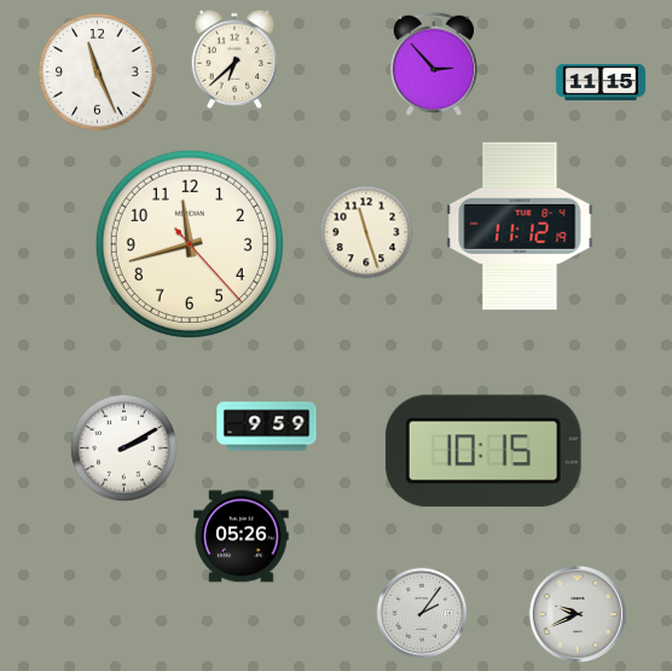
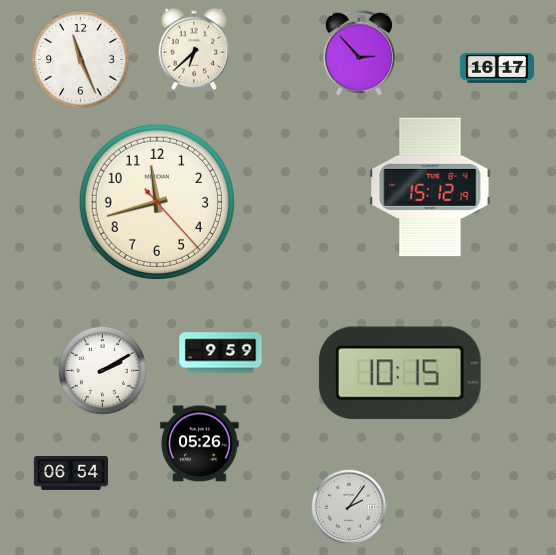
clock at (601, 82): 11:15 -> 16:17
clock at (520, 226): 11:12 -> 15:12
clock at (366, 232): 11:27 -> none
clock at (71, 474): none -> 06:54
clock at (578, 614): 9:41 -> none
